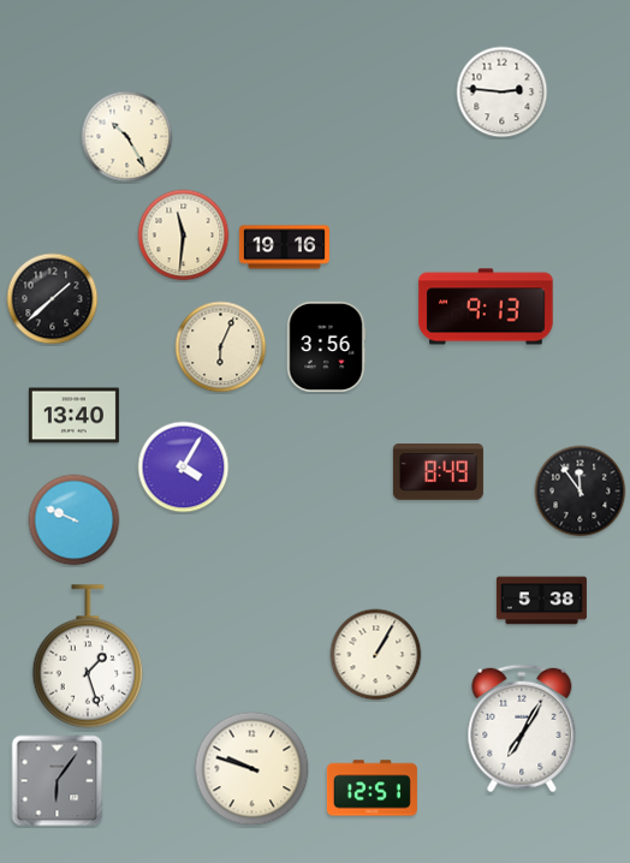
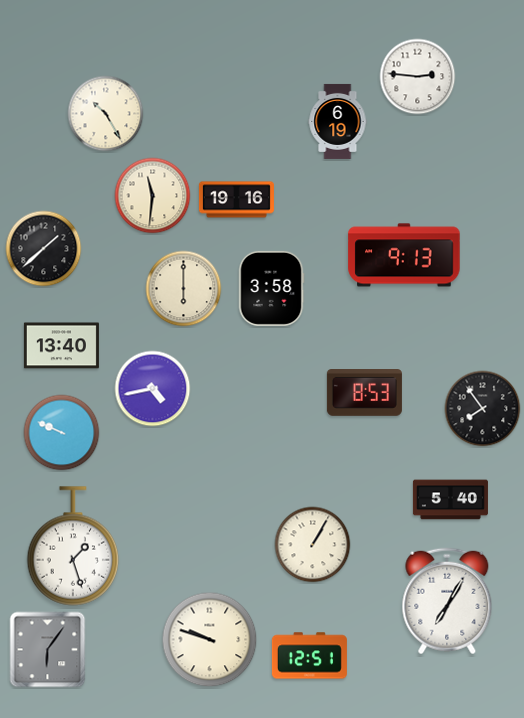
clock at (338, 121): none -> 6:19
clock at (284, 248) position: (284, 248) -> (236, 200)
clock at (326, 346): 3:56 -> 3:58
clock at (221, 347): 6:04 -> 6:00
clock at (184, 468): 4:05 -> 4:43
clock at (438, 472): 8:49 -> 8:53
clock at (581, 492): 11:54 -> 7:54
clock at (541, 601): 5:38 -> 5:40
clock at (522, 728) position: (522, 728) -> (447, 601)
